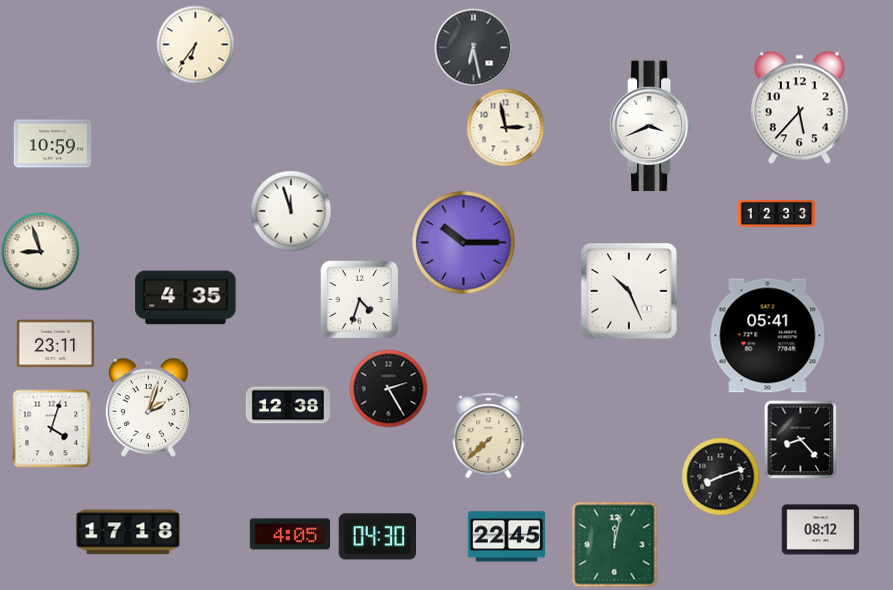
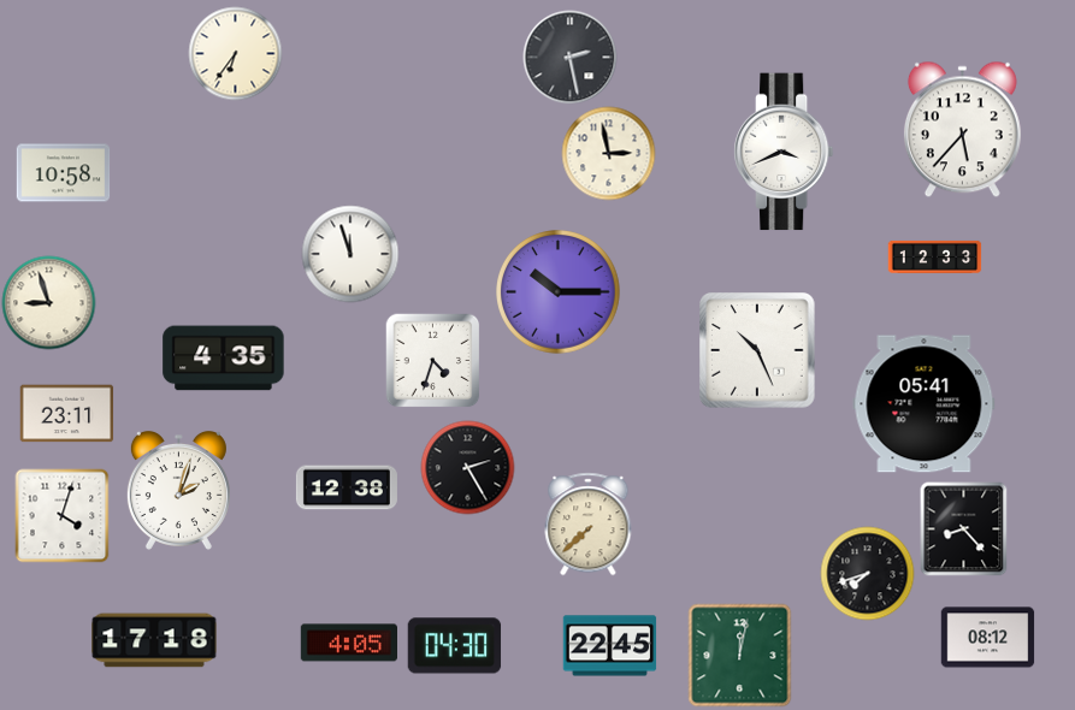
clock at (473, 47): 6:28 -> 2:28
clock at (52, 144): 10:59 -> 10:58
clock at (720, 476): 8:12 -> 7:42
